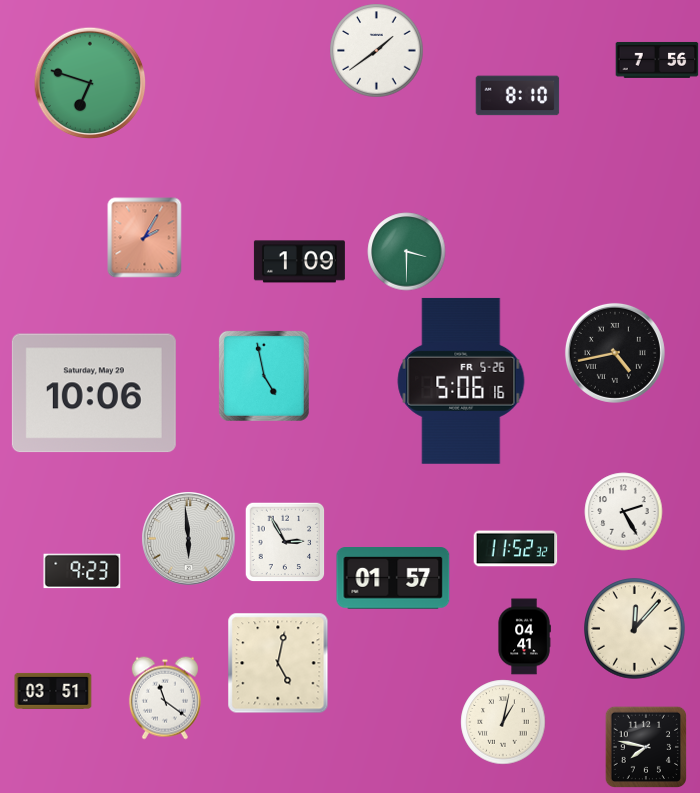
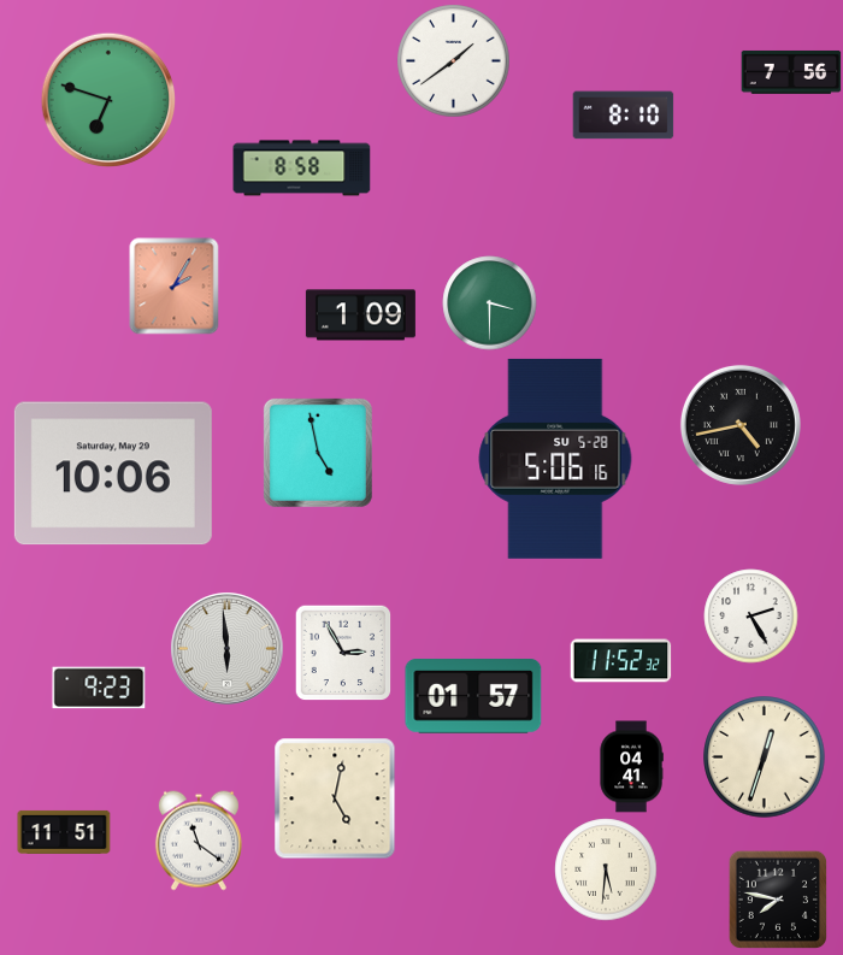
clock at (302, 169): none -> 8:58
clock at (461, 381) date: FR 5-26 -> SU 5-28
clock at (635, 629): 12:07 -> 12:33
clock at (53, 691): 03:51 -> 11:51
clock at (503, 722): 1:02 -> 5:31
